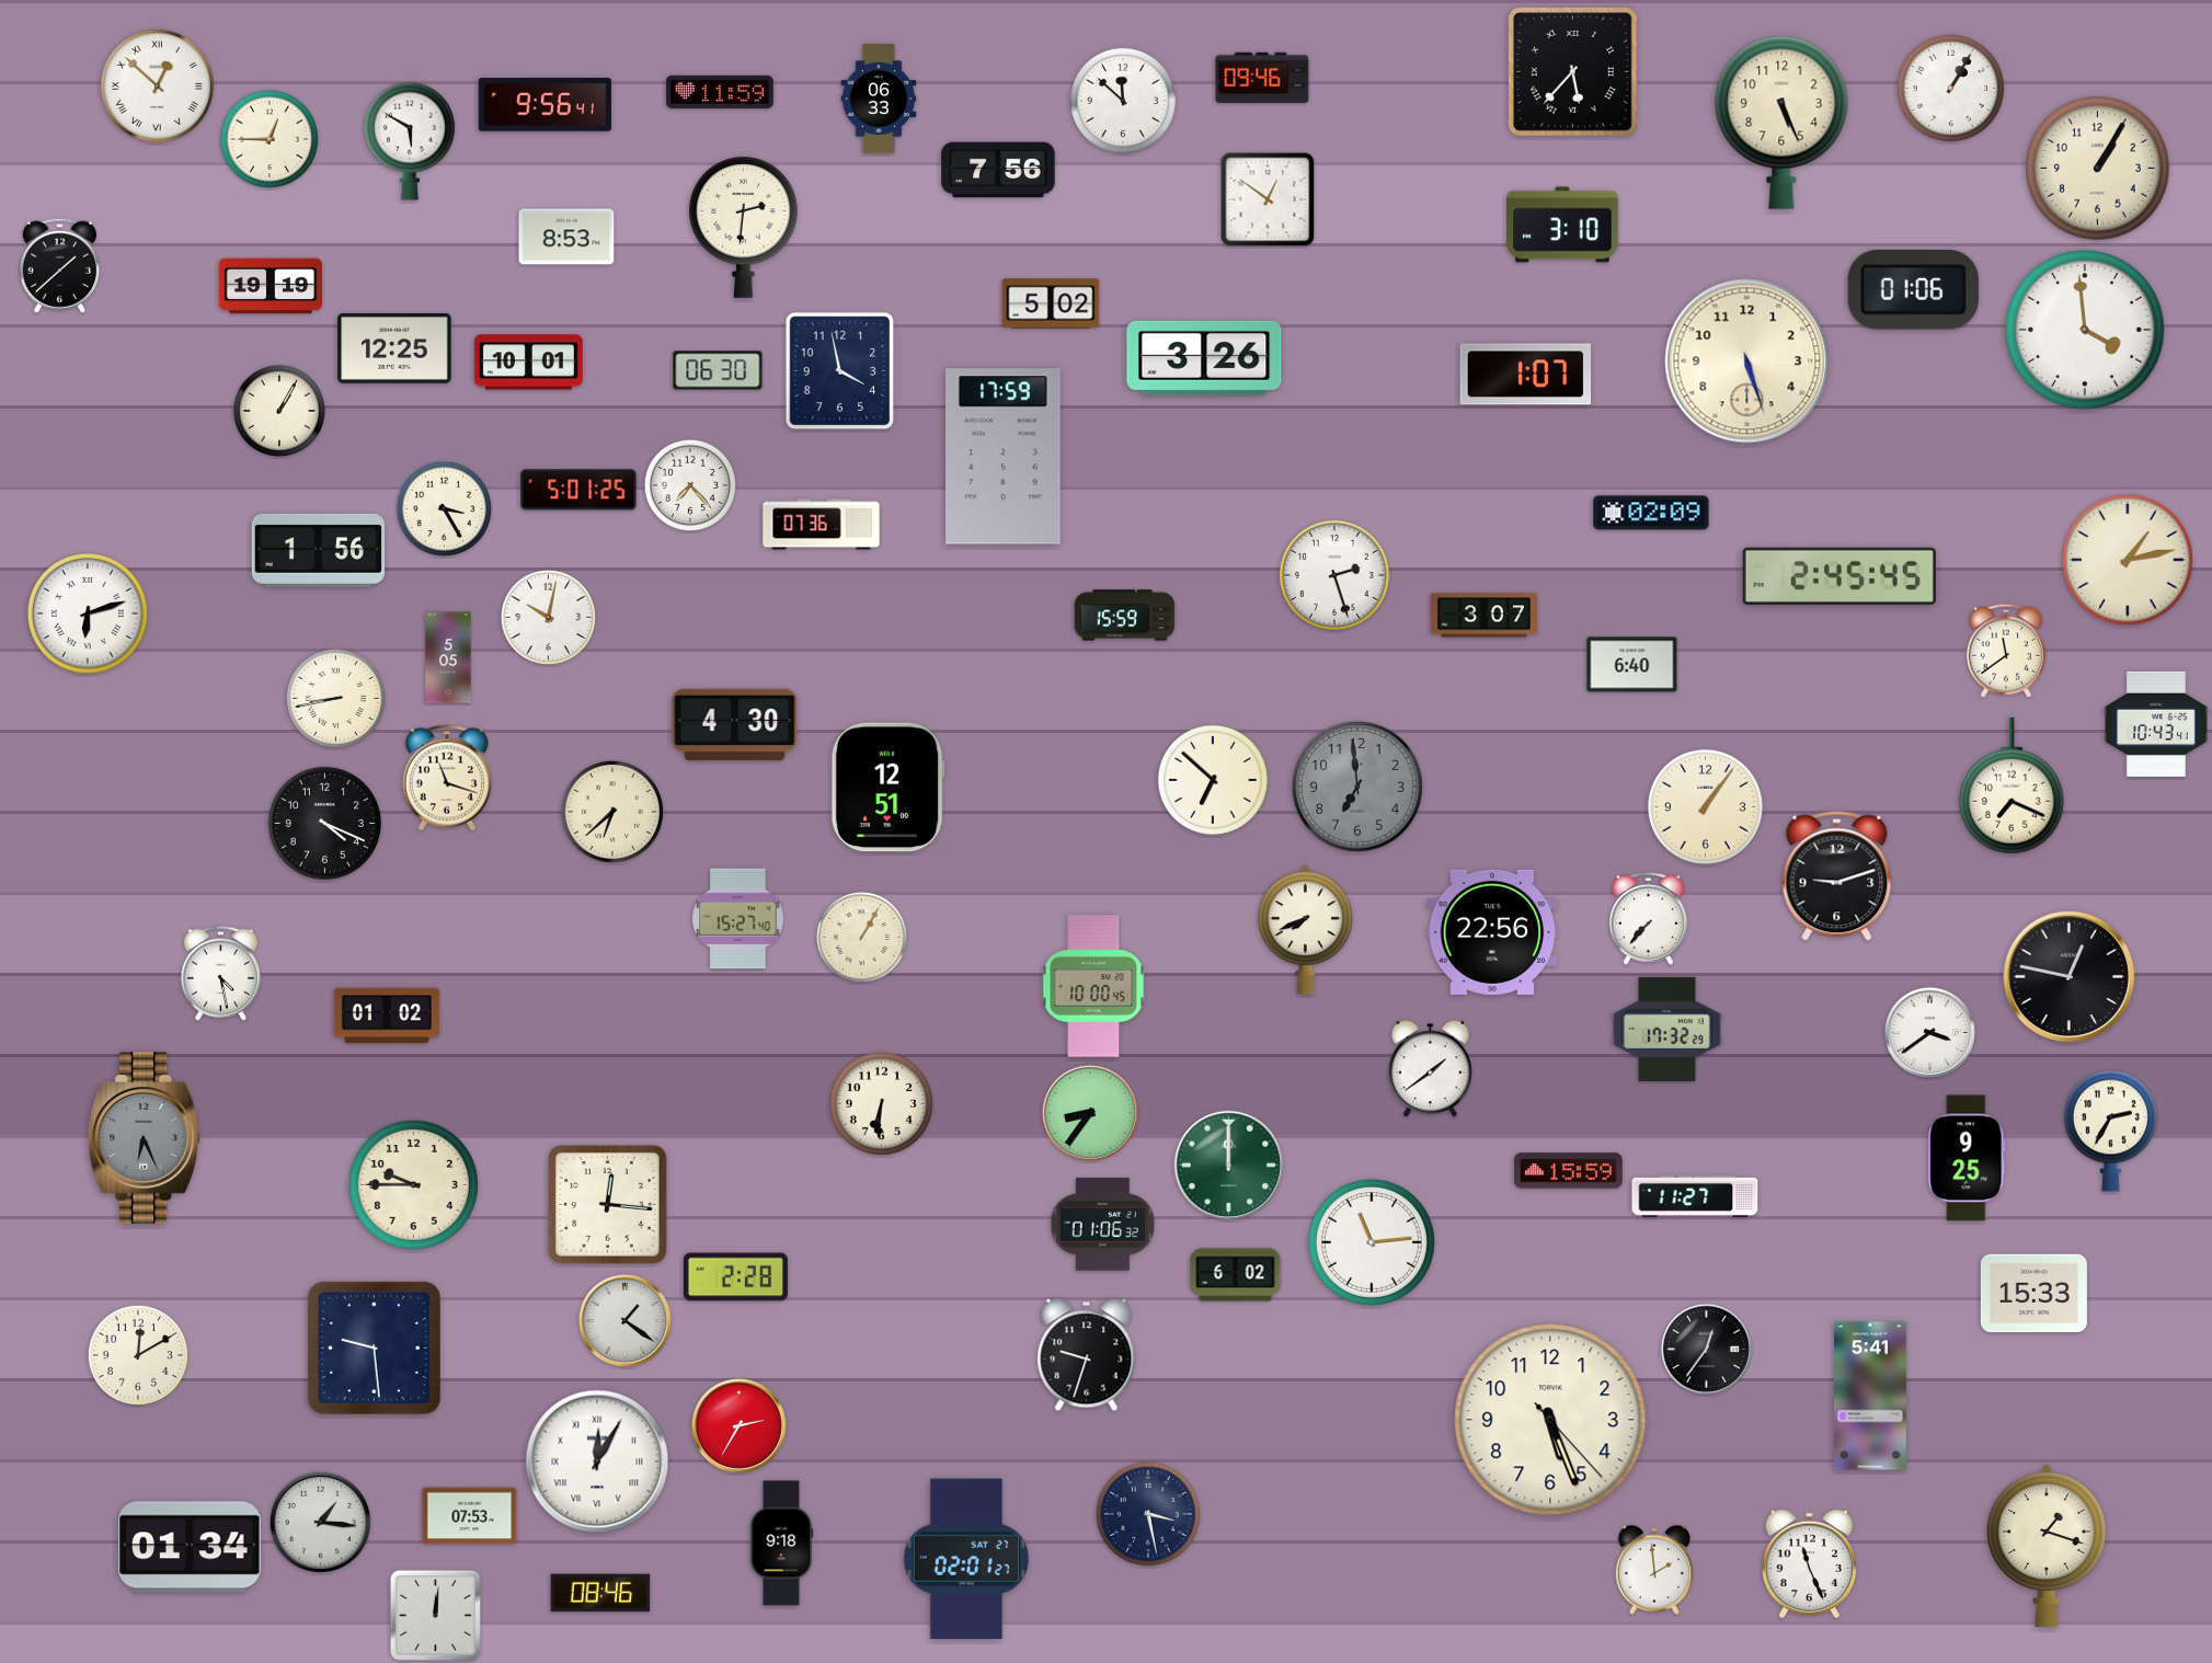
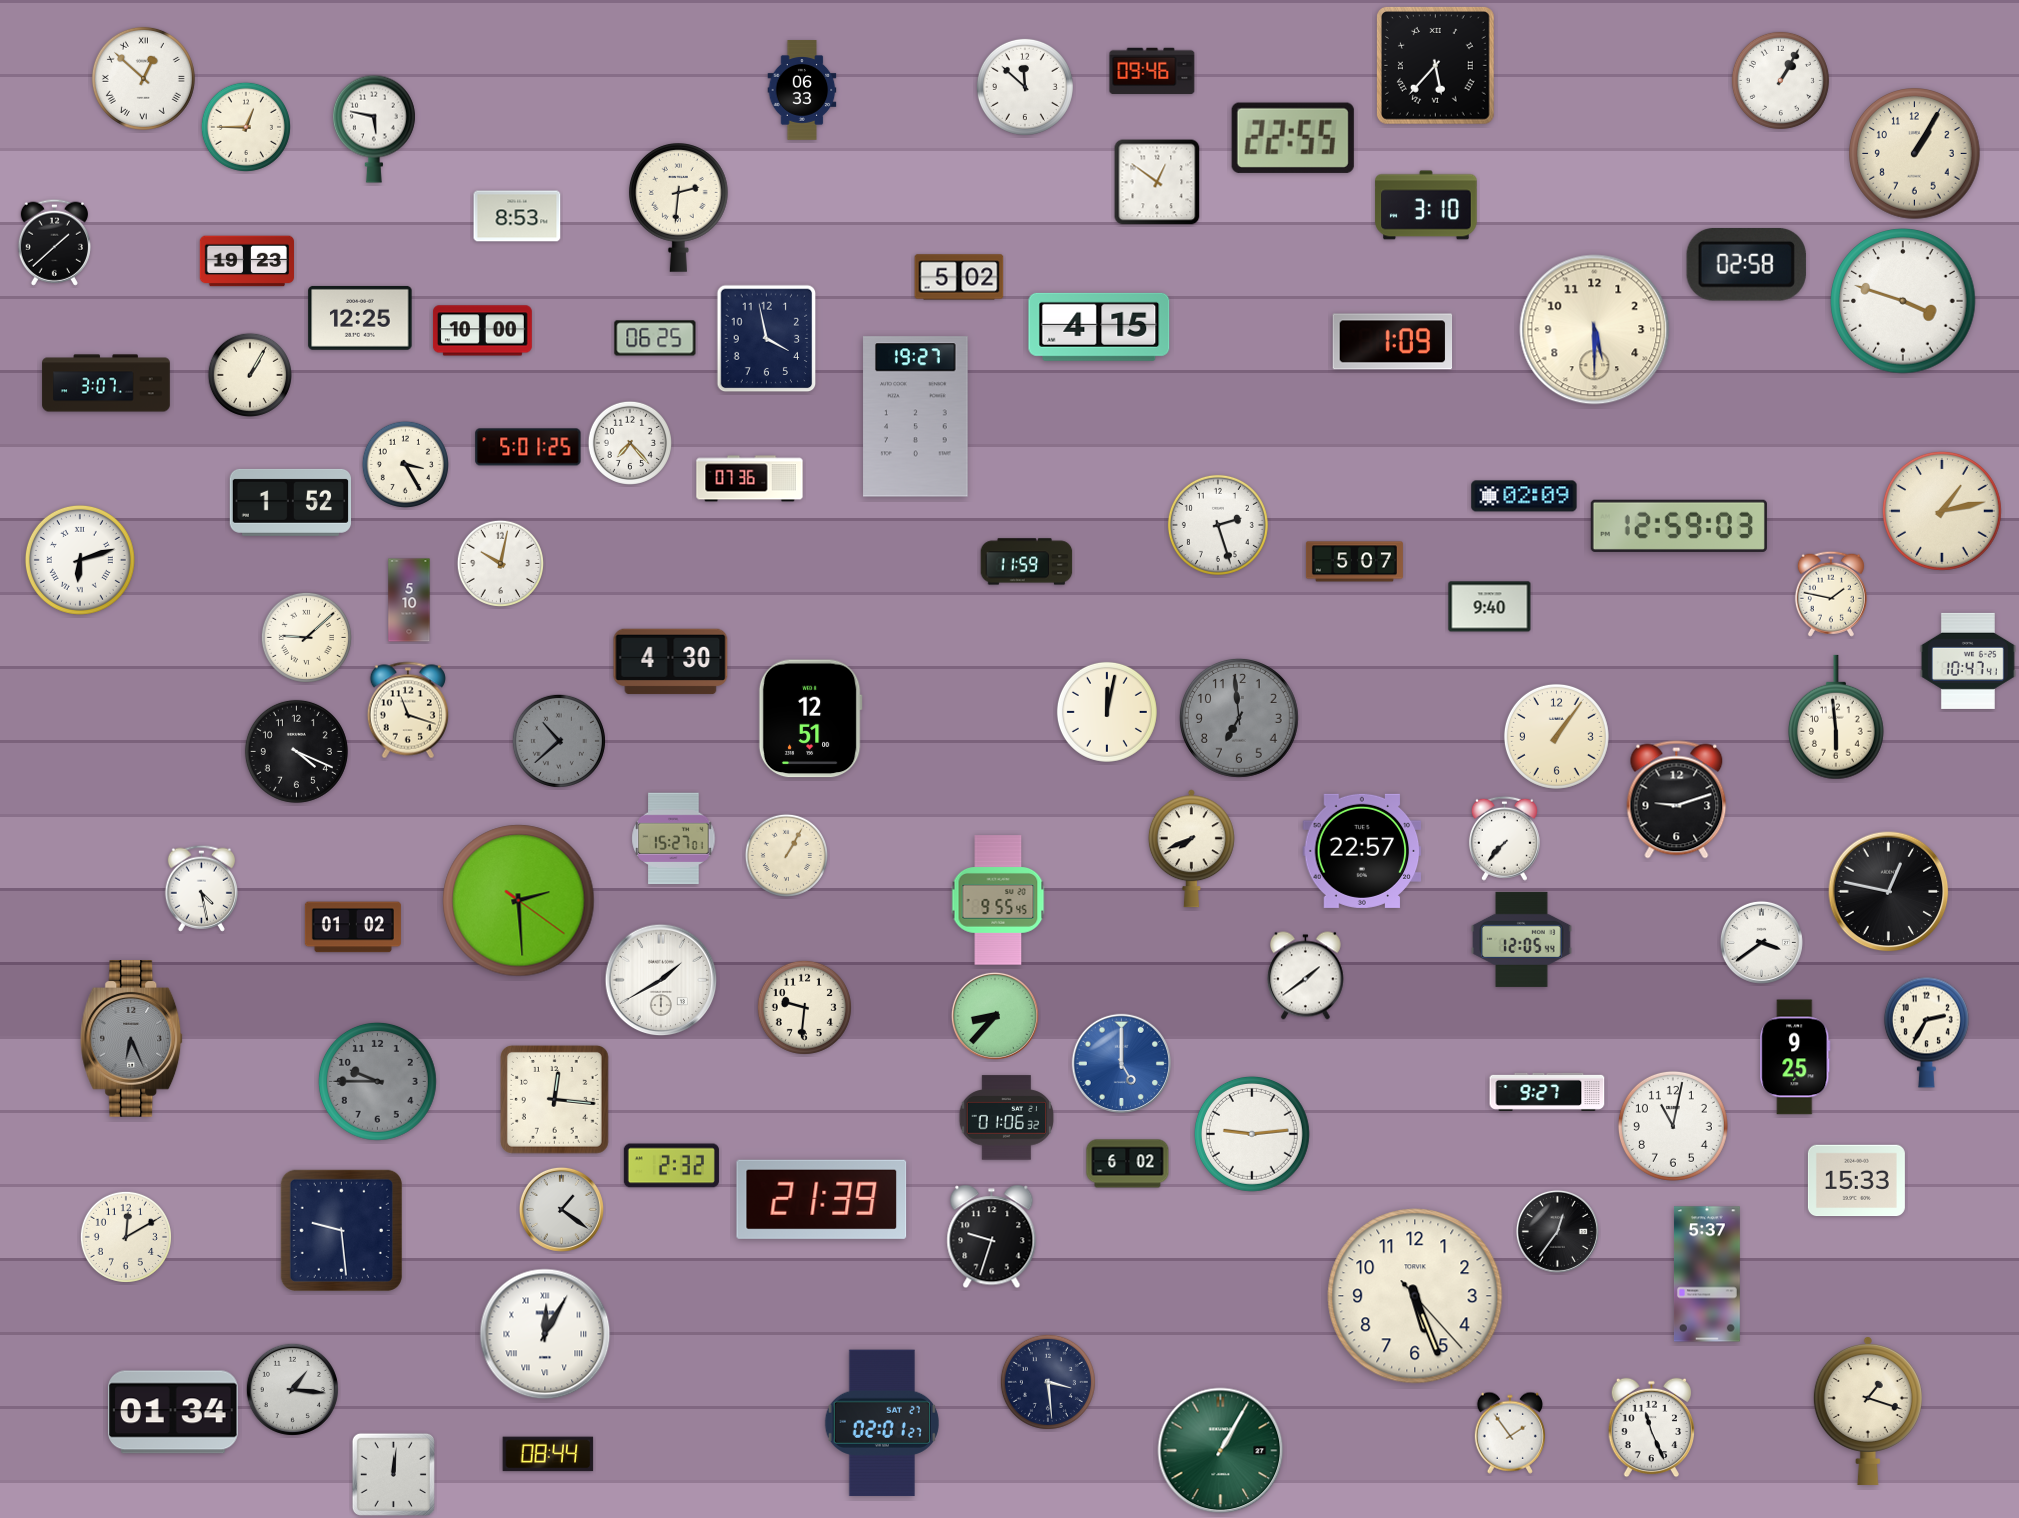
clock at (720, 92): 11:59 -> none
clock at (1123, 101) position: (1123, 101) -> (1025, 87)
clock at (545, 105): 9:56 -> none
clock at (1781, 123): 5:26 -> none
clock at (410, 141): 5:50 -> 5:47
clock at (1293, 138): none -> 22:55
clock at (998, 170): 7:56 -> none
clock at (270, 286): 19:19 -> 19:23
clock at (1913, 290): 01:06 -> 02:58
clock at (2085, 330): 3:59 -> 3:48
clock at (1204, 358): 3:26 -> 4:15
clock at (1747, 362): 5:27 -> 5:30
clock at (529, 363): 10:01 -> 10:00
clock at (718, 370): 06:30 -> 06:25
clock at (1526, 375): 1:07 -> 1:09
clock at (278, 410) position: (278, 410) -> (249, 374)
clock at (106, 383): none -> 3:07
clock at (1004, 457): 17:59 -> 19:27
clock at (1651, 513) position: (1651, 513) -> (1524, 496)
clock at (318, 550): 1:56 -> 1:52
clock at (1839, 576): 2:45 -> 12:59
clock at (1125, 616): 15:59 -> 11:59
clock at (1483, 616): 3:07 -> 5:07
clock at (2006, 651): 11:39 -> 1:47
clock at (448, 657): 5:05 -> 5:10
clock at (1632, 665): 6:40 -> 9:40
clock at (335, 698): 8:43 -> 9:08
clock at (2156, 724): 10:43 -> 10:47
clock at (1213, 780): 6:52 -> 12:02
clock at (2012, 785): 7:19 -> 5:59
clock at (612, 812): 6:38 -> 10:38
clock at (612, 812) dial: cream -> grey
clock at (738, 919): 15:27:40 -> 15:27:01
clock at (1492, 932): 22:56 -> 22:57
clock at (1093, 986): 10:00 -> 9:55
clock at (519, 901): none -> 2:29
clock at (1667, 1029): 17:32 -> 12:05
clock at (661, 980): none -> 1:40
clock at (881, 1103): 6:31 -> 9:31
clock at (1090, 1113): 8:36 -> 8:37
clock at (1228, 1165): 12:00 -> 5:00
clock at (1228, 1165) dial: green -> blue
clock at (1568, 1171): 15:59 -> none
clock at (413, 1184) dial: cream -> grey
clock at (1695, 1196): 11:27 -> 9:27
clock at (1673, 1126): none -> 11:02
clock at (1372, 1242): 11:14 -> 9:14
clock at (735, 1277): 2:28 -> 2:32
clock at (822, 1199): none -> 21:39
clock at (624, 1320) position: (624, 1320) -> (561, 1209)
clock at (1870, 1396): 5:41 -> 5:37
clock at (738, 1425): 2:35 -> none
clock at (1148, 1514): 3:28 -> 3:29
clock at (470, 1516): 07:53 -> none
clock at (781, 1544): 9:18 -> none
clock at (1654, 1570): 1:59 -> 1:54
clock at (1221, 1451): none -> 1:05
clock at (600, 1593): 08:46 -> 08:44
clock at (435, 1615) position: (435, 1615) -> (393, 1474)
